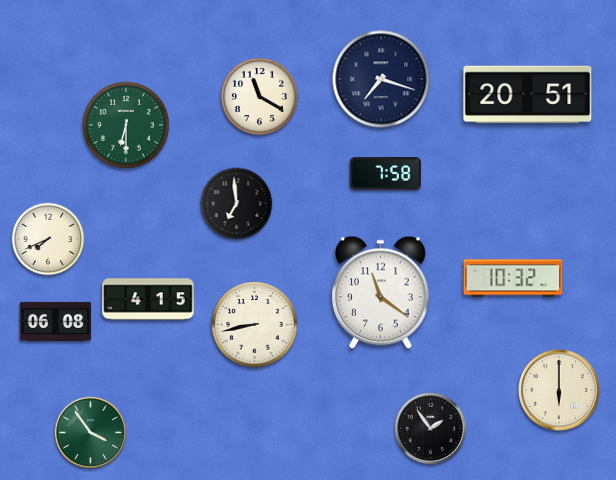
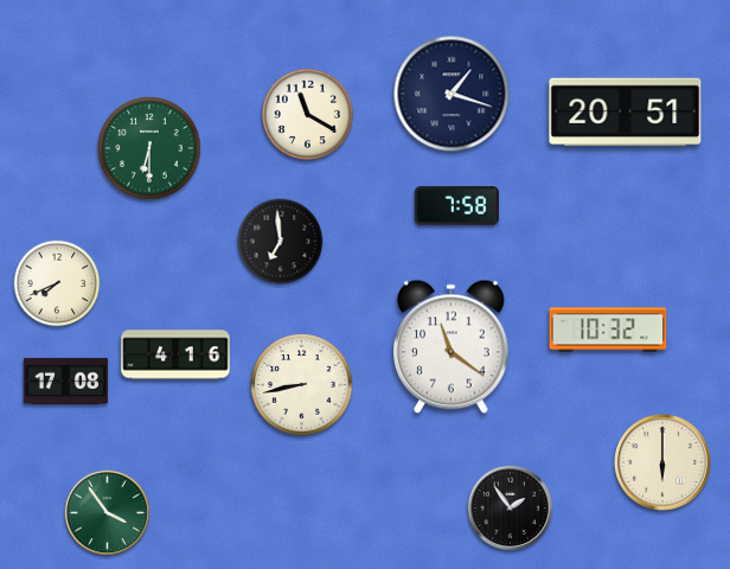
clock at (381, 79): 7:18 -> 1:18
clock at (148, 299): 4:15 -> 4:16
clock at (55, 321): 06:08 -> 17:08
